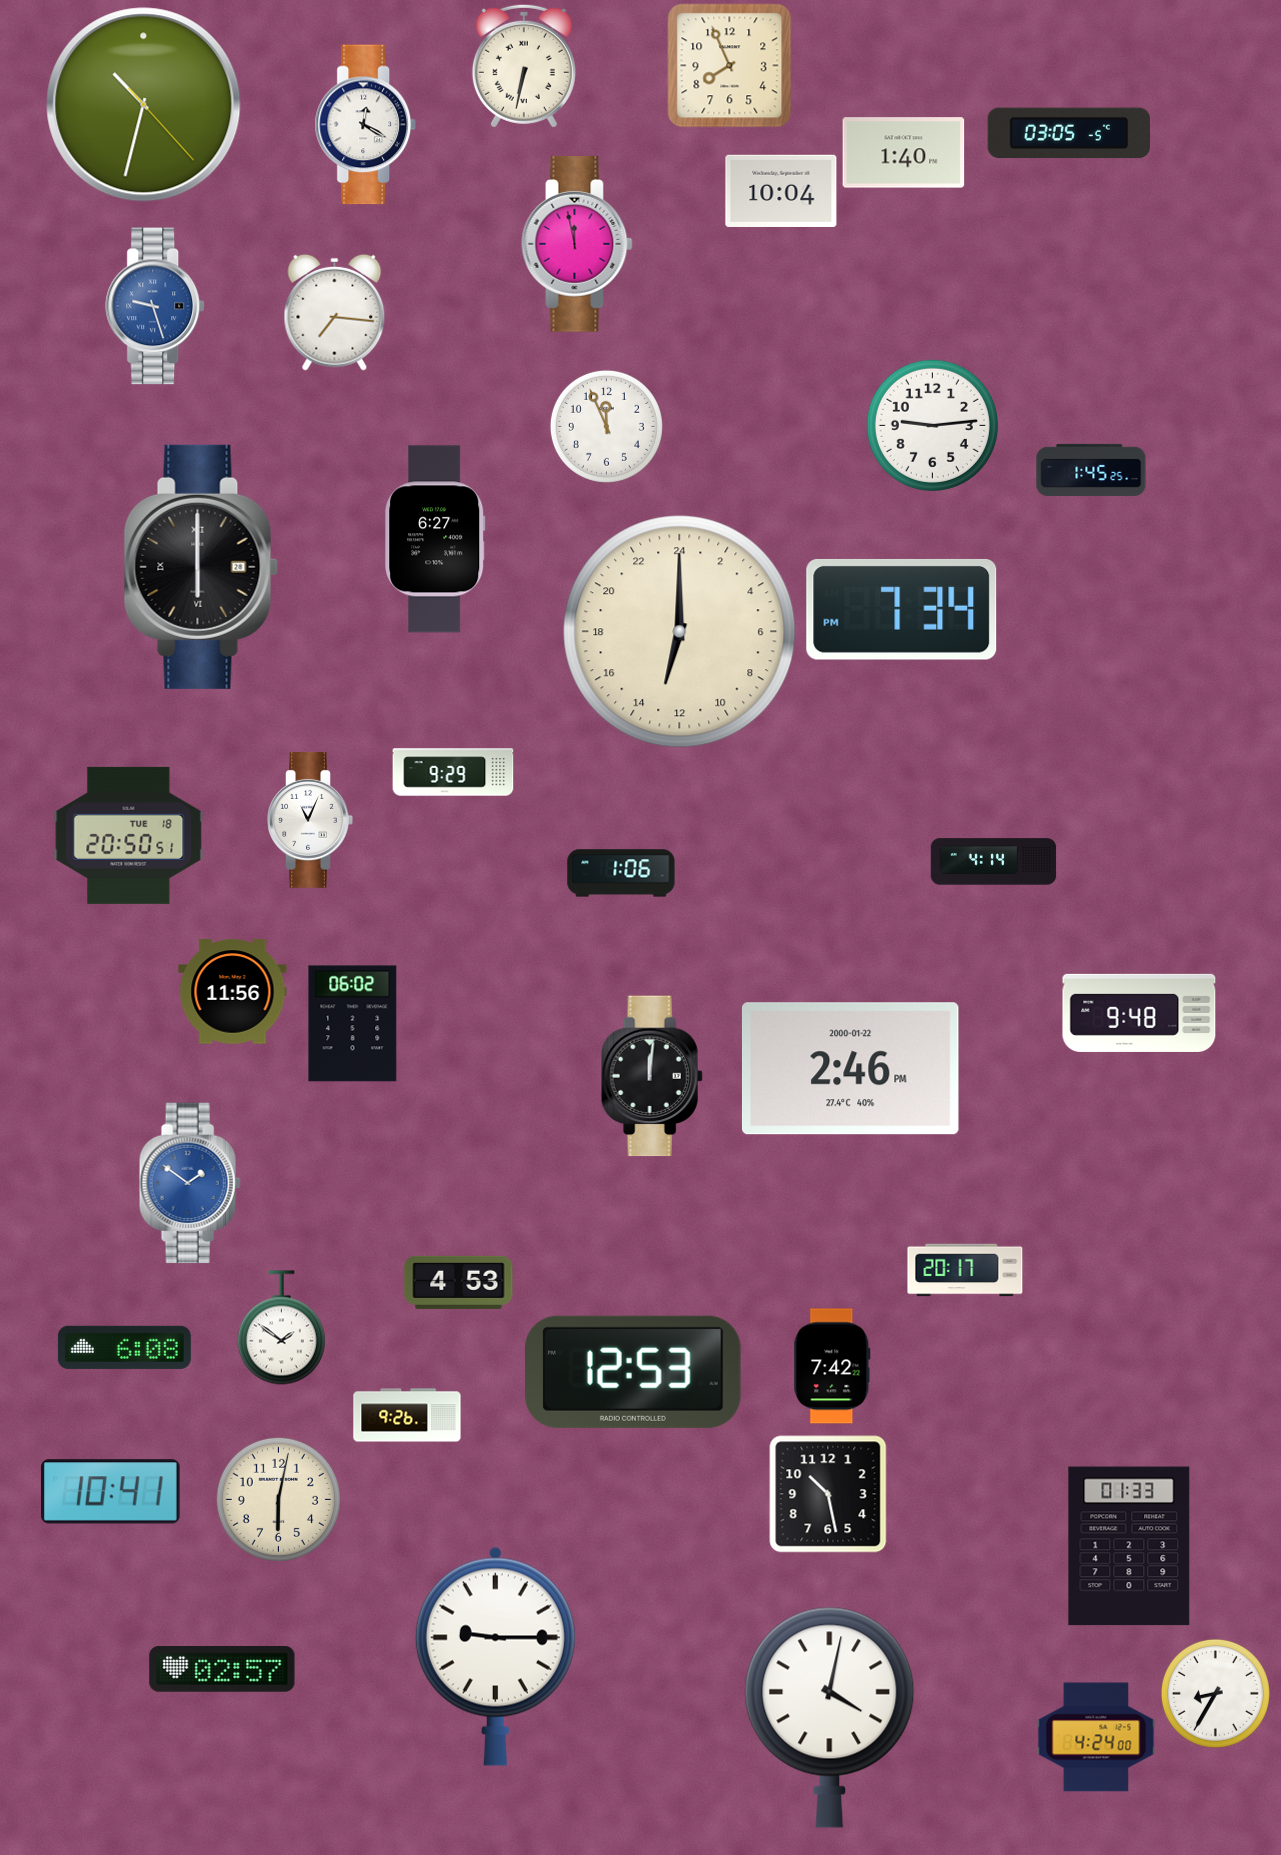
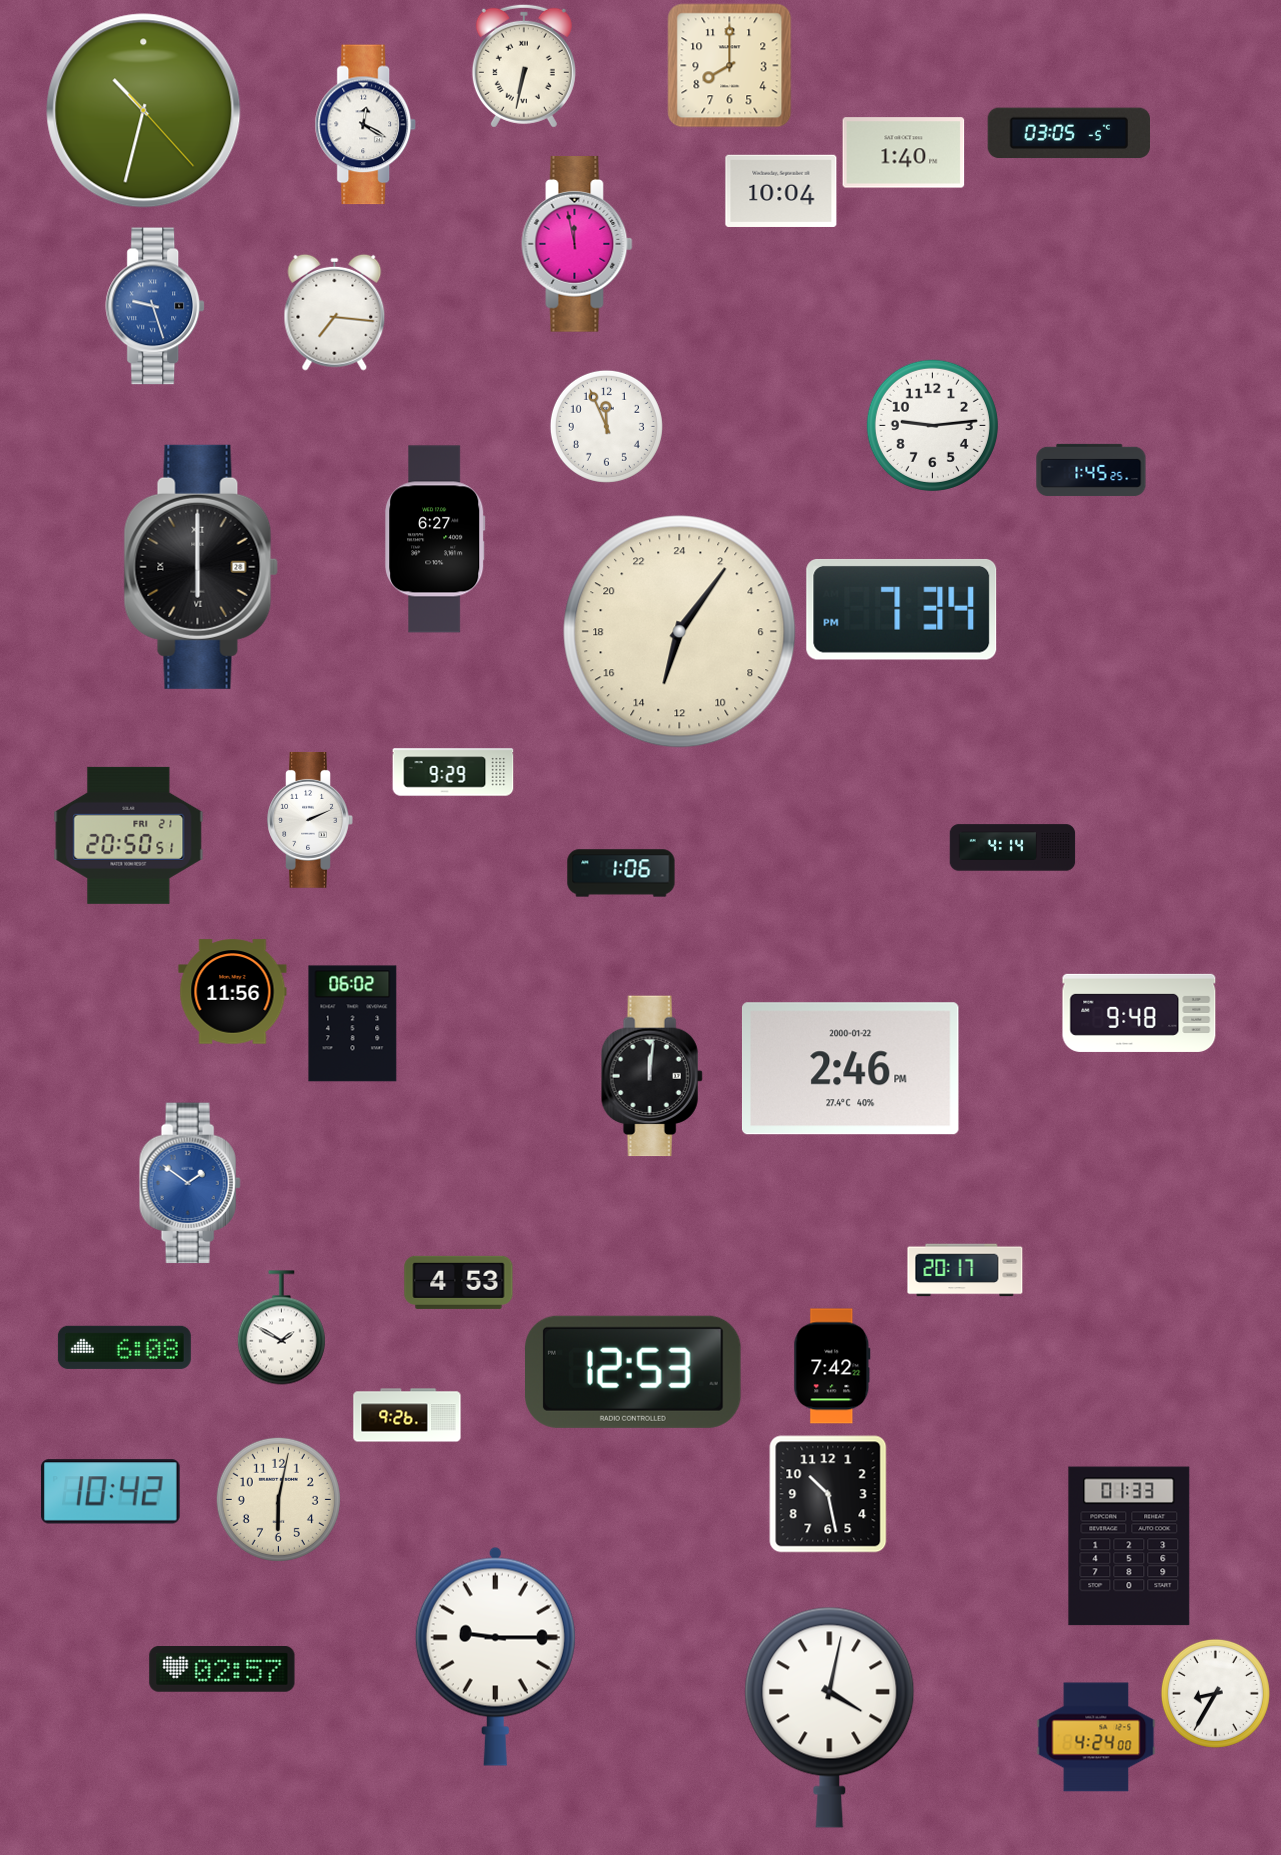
clock at (730, 66): 7:56 -> 8:00
clock at (144, 105) position: (144, 105) -> (144, 111)
clock at (680, 632): 13:00 -> 13:06
clock at (310, 820): 11:04 -> 2:11
clock at (129, 835) date: TUE 18 -> FRI 21
clock at (994, 862) position: (994, 862) -> (1013, 848)
clock at (281, 1328): 1:51 -> 1:50
clock at (111, 1492): 10:41 -> 10:42
